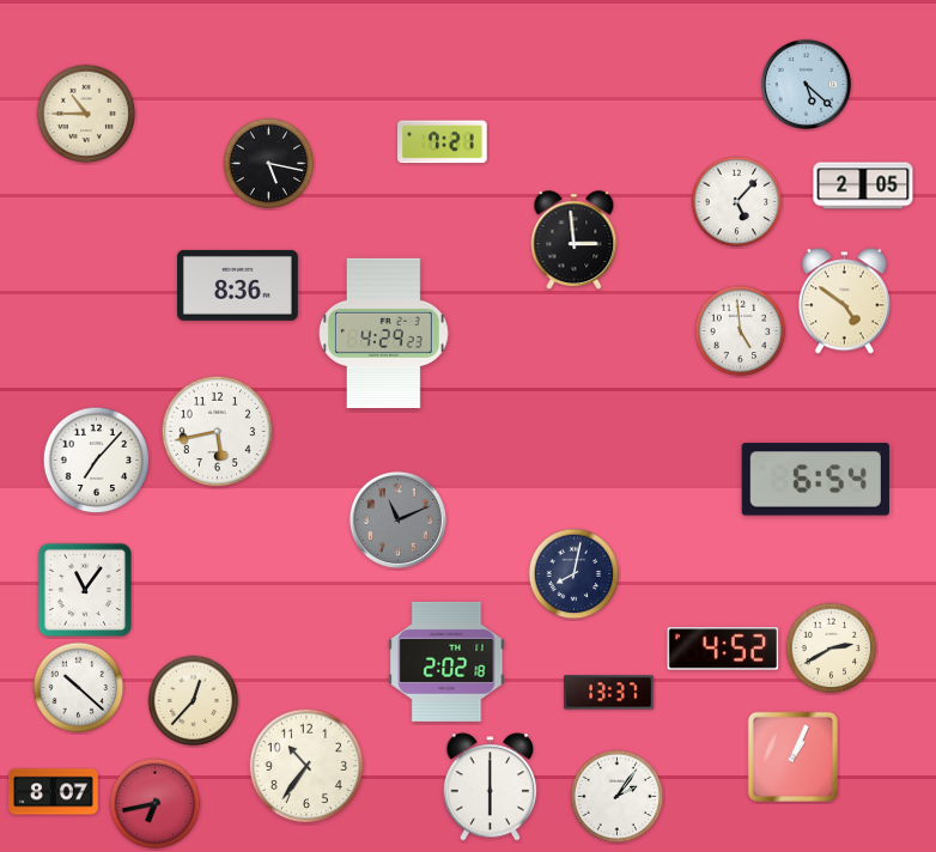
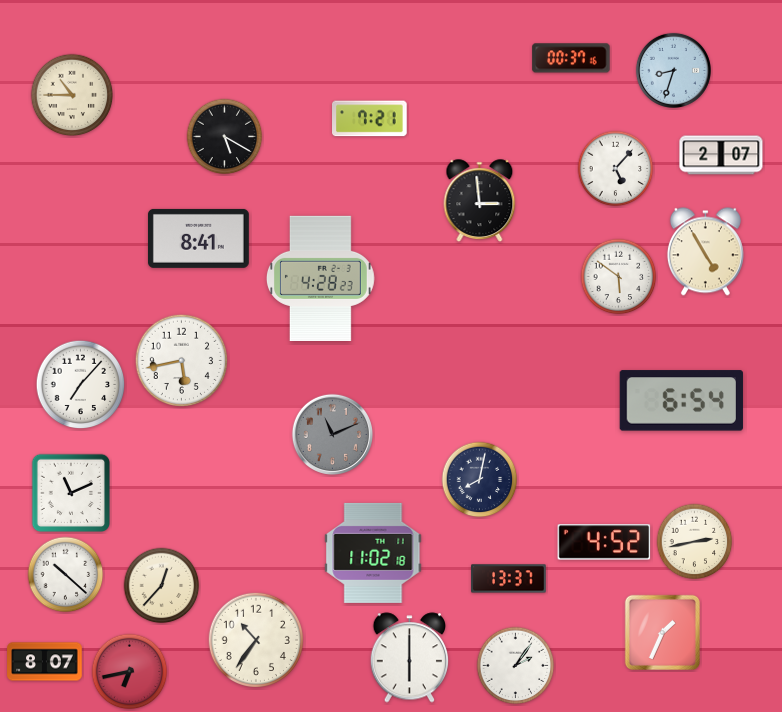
clock at (571, 58): none -> 00:37
clock at (806, 84): 5:22 -> 8:33
clock at (269, 164): 5:17 -> 5:20
clock at (863, 185): 2:05 -> 2:07
clock at (237, 285): 8:36 -> 8:41
clock at (844, 302): 4:51 -> 4:55
clock at (741, 331): 4:59 -> 5:51
clock at (383, 333): 4:29 -> 4:28
clock at (84, 589): 11:06 -> 11:11
clock at (832, 649): 2:40 -> 2:43
clock at (446, 662): 2:02 -> 11:02
clock at (792, 756): 1:04 -> 1:34
